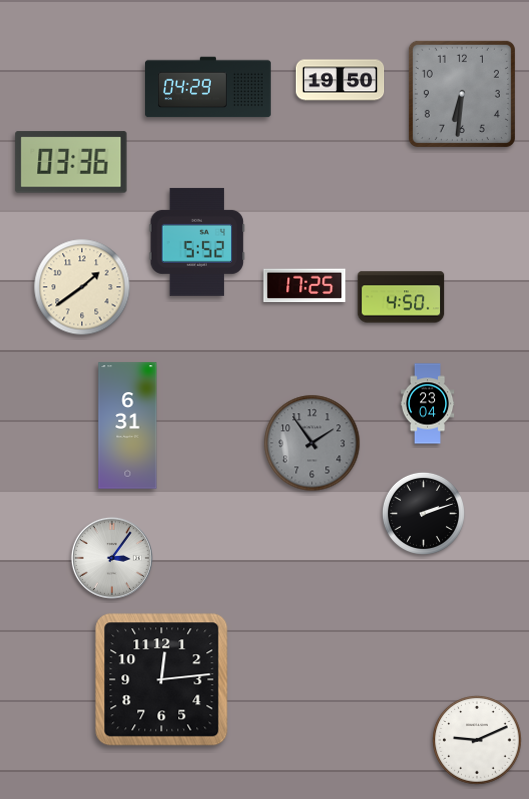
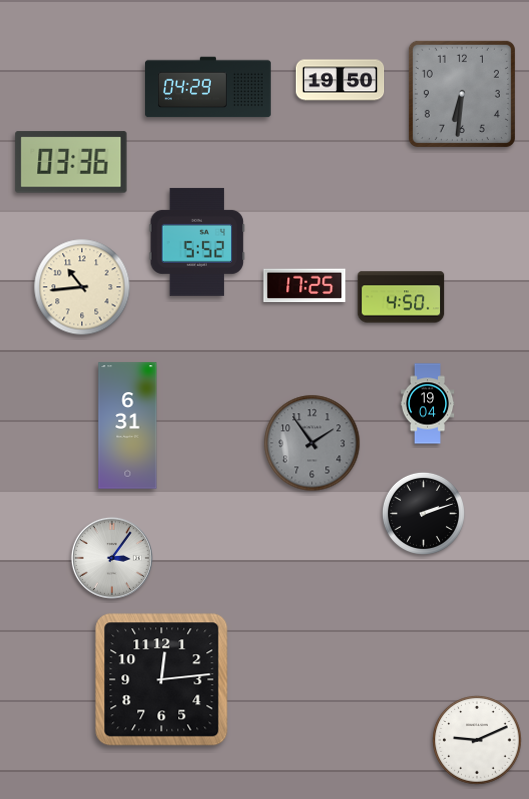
clock at (82, 287): 1:39 -> 10:44
clock at (428, 404): 23:04 -> 19:04
